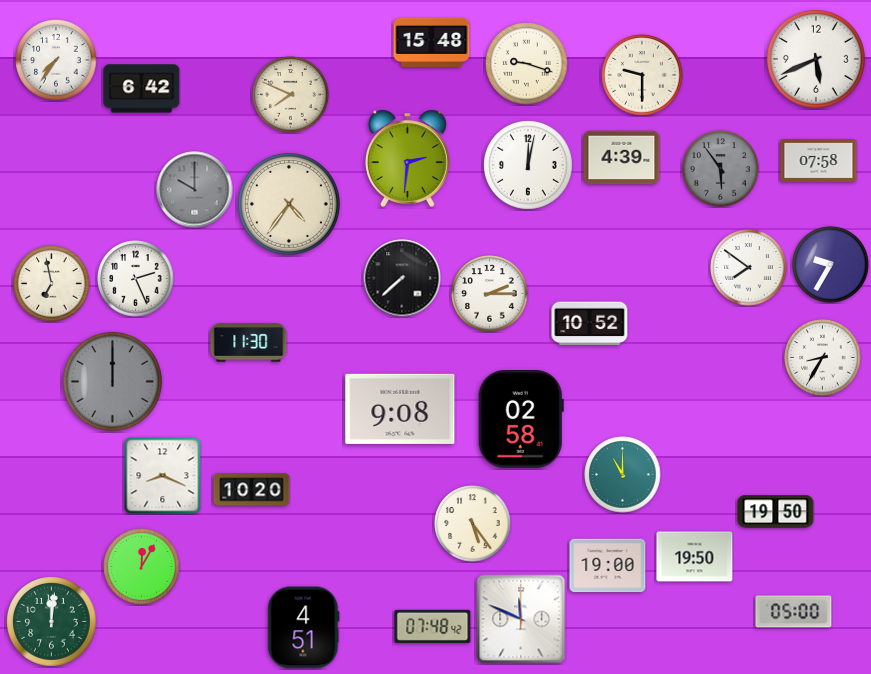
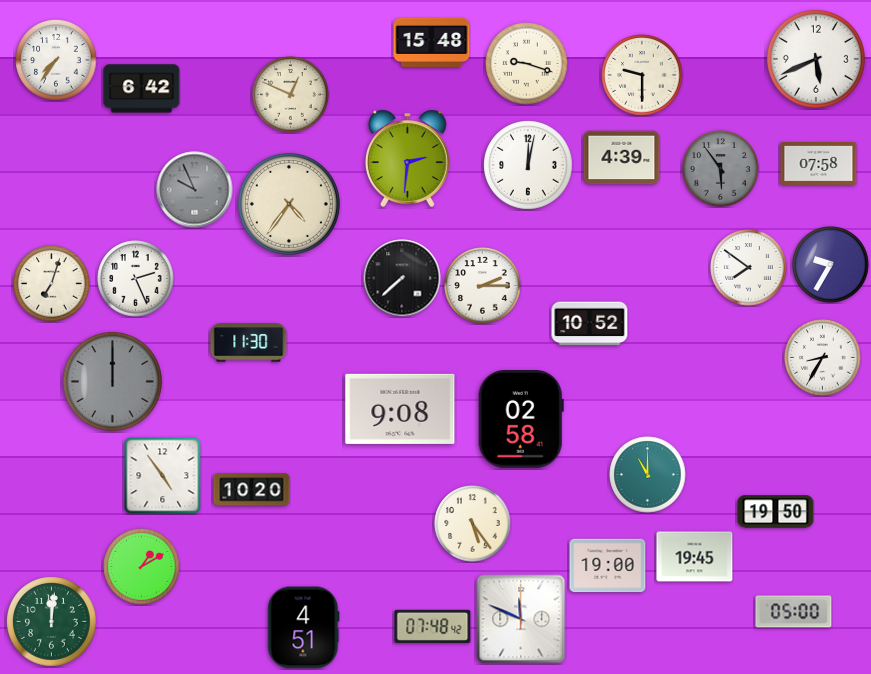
clock at (291, 95): 7:49 -> 12:49
clock at (819, 160) position: (819, 160) -> (819, 163)
clock at (195, 190): 10:00 -> 9:56
clock at (52, 284): 6:58 -> 7:03
clock at (490, 294) position: (490, 294) -> (483, 286)
clock at (162, 475): 8:19 -> 4:54
clock at (623, 475) position: (623, 475) -> (648, 475)
clock at (695, 557): 19:50 -> 19:45
clock at (142, 567): 12:05 -> 1:10
